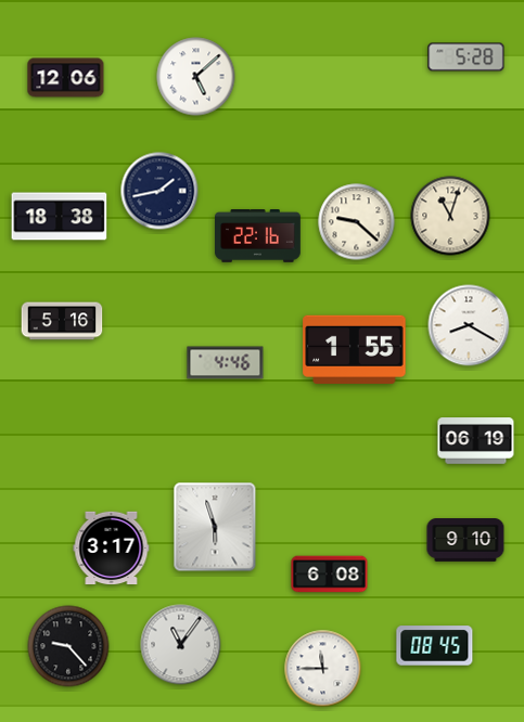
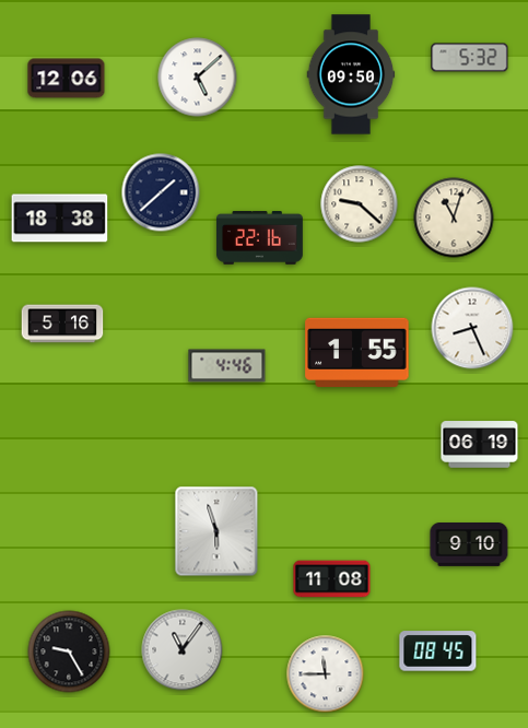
clock at (467, 57): 5:28 -> 5:32
clock at (351, 74): none -> 09:50
clock at (159, 191): 1:43 -> 1:38
clock at (357, 222) position: (357, 222) -> (360, 204)
clock at (469, 325): 8:20 -> 8:26
clock at (112, 549): 3:17 -> none
clock at (330, 575): 6:08 -> 11:08
clock at (68, 646): 9:23 -> 9:25
